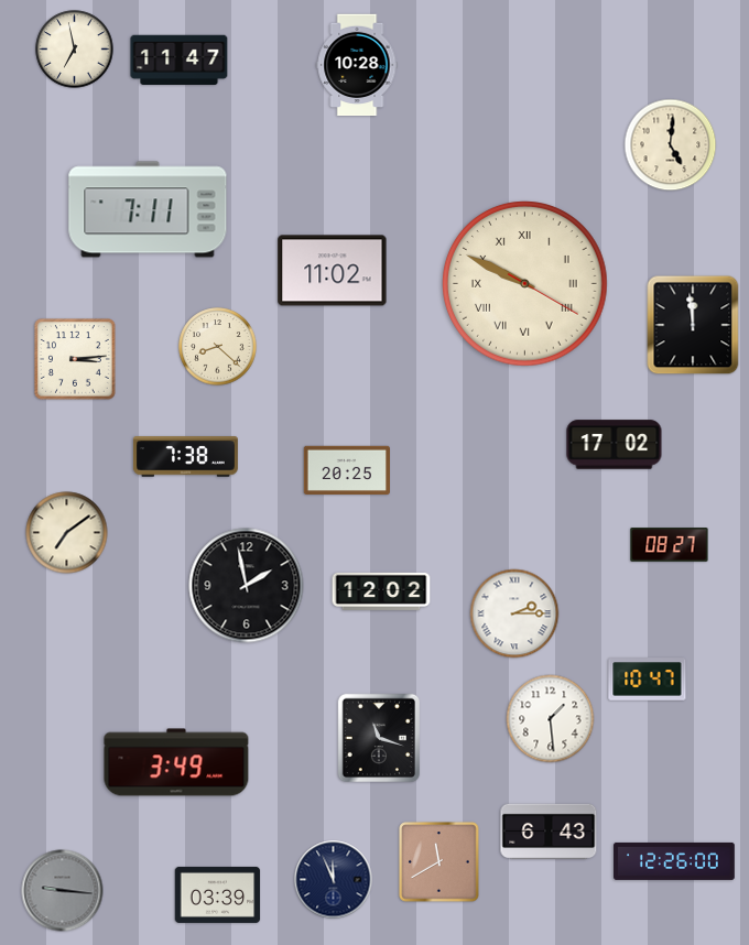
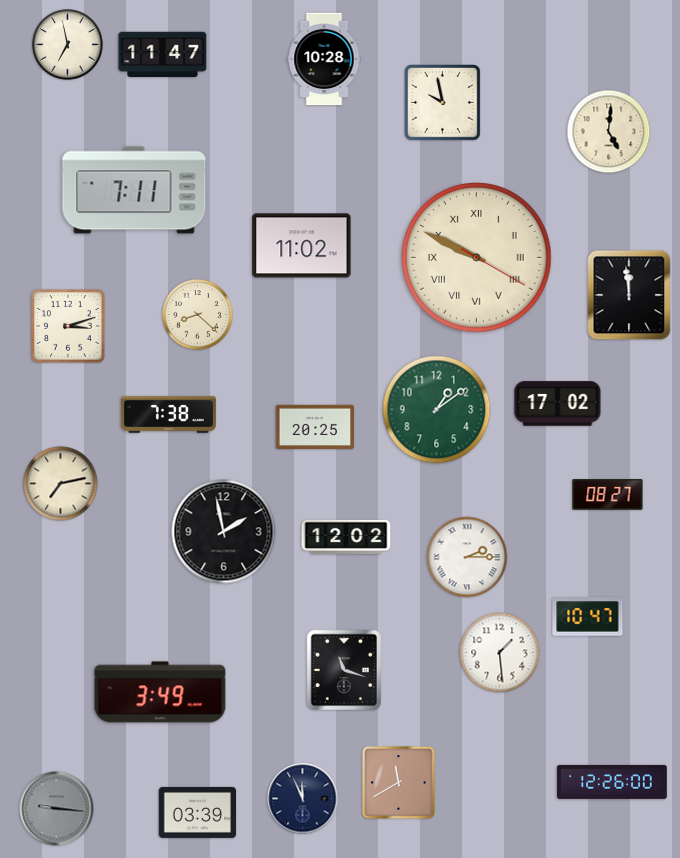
clock at (443, 103): none -> 9:58
clock at (76, 360): 3:14 -> 3:12
clock at (437, 410): none -> 1:09
clock at (67, 533): 7:09 -> 7:13
clock at (549, 830): 6:43 -> none
